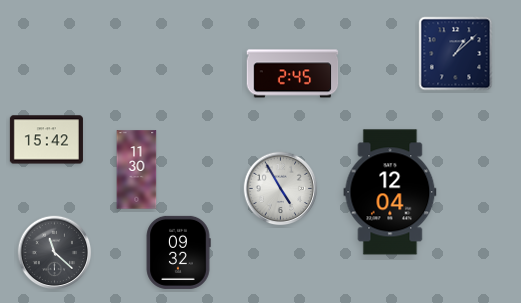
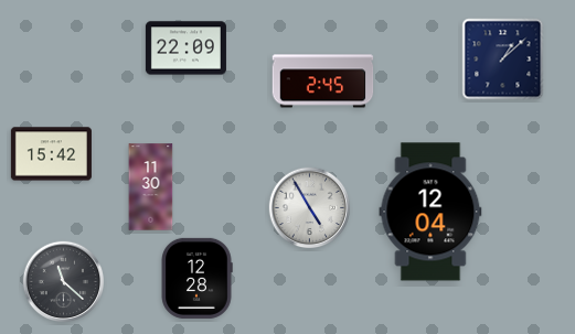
clock at (185, 49): none -> 22:09
clock at (178, 252): 09:32 -> 12:28
clock at (55, 253) position: (55, 253) -> (64, 282)
